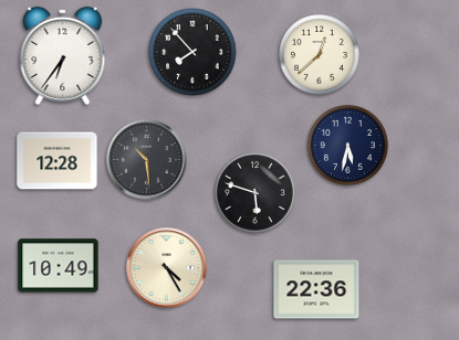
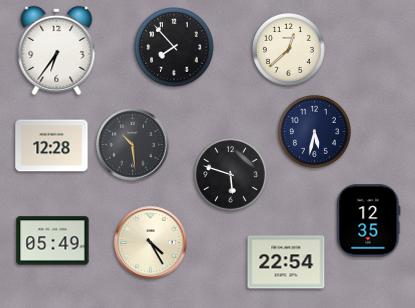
clock at (369, 221): none -> 12:35
clock at (59, 266): 10:49 -> 05:49
clock at (316, 289): 22:36 -> 22:54
